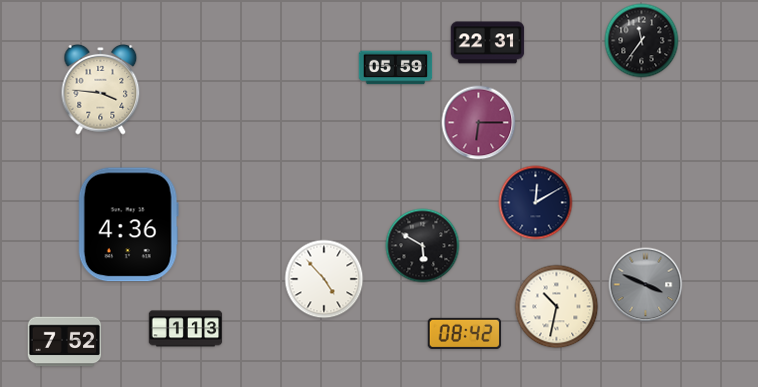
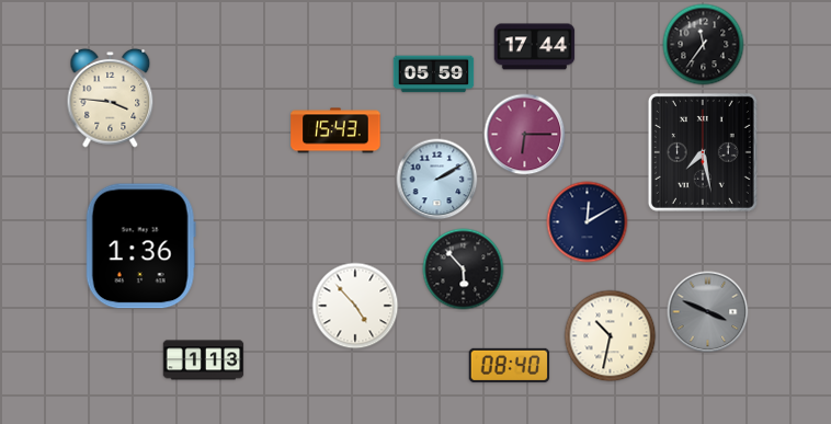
clock at (488, 43): 22:31 -> 17:44
clock at (335, 130): none -> 15:43
clock at (703, 152): none -> 7:28
clock at (437, 180): none -> 2:10
clock at (128, 225): 4:36 -> 1:36
clock at (423, 246): 5:50 -> 5:53
clock at (465, 333): 08:42 -> 08:40
clock at (65, 342): 7:52 -> none
